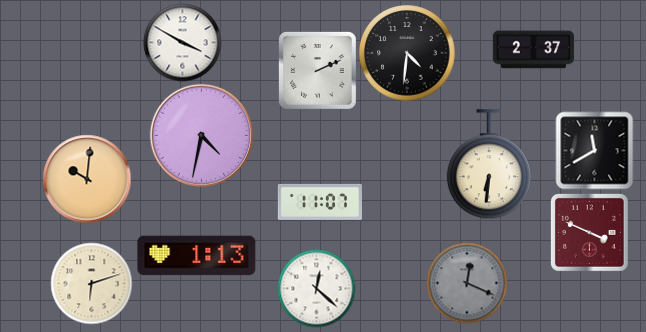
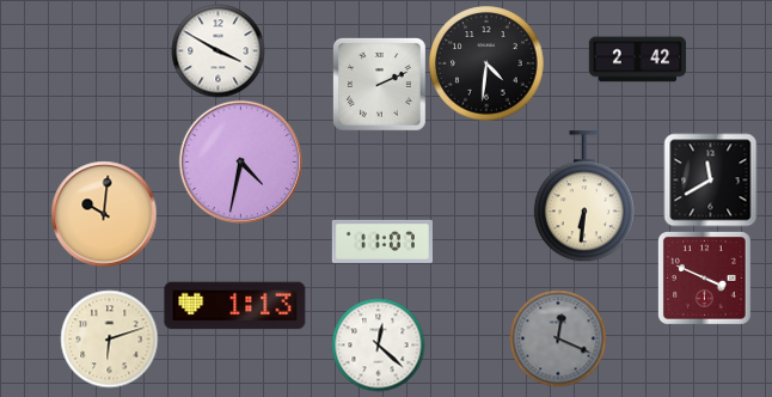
clock at (533, 50): 2:37 -> 2:42
